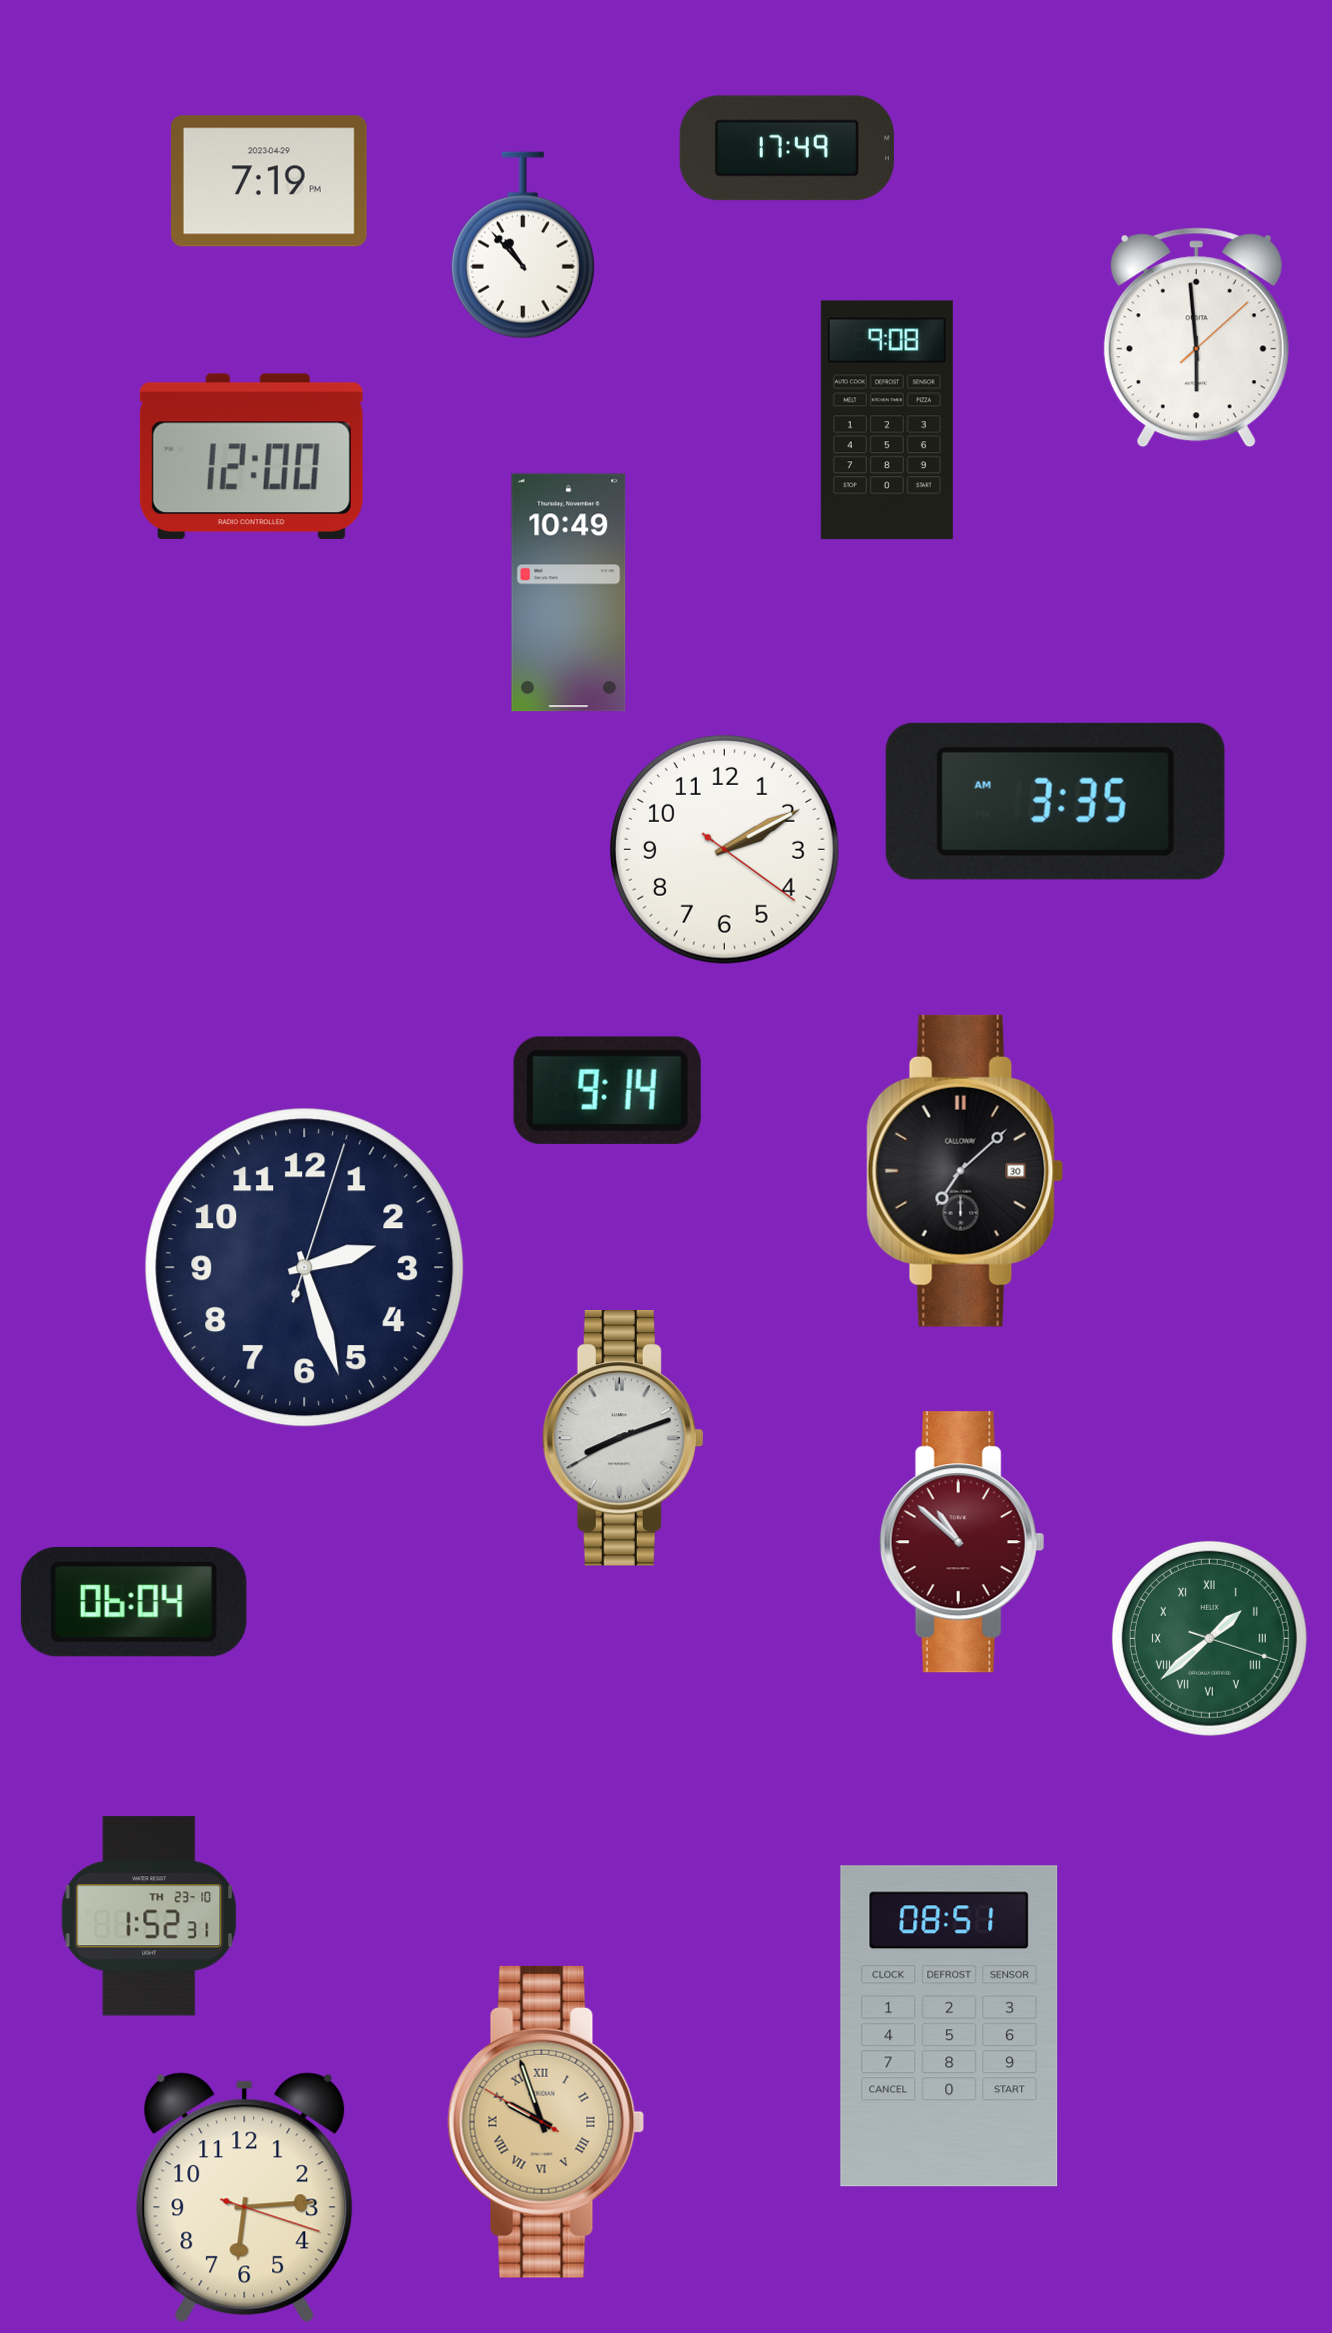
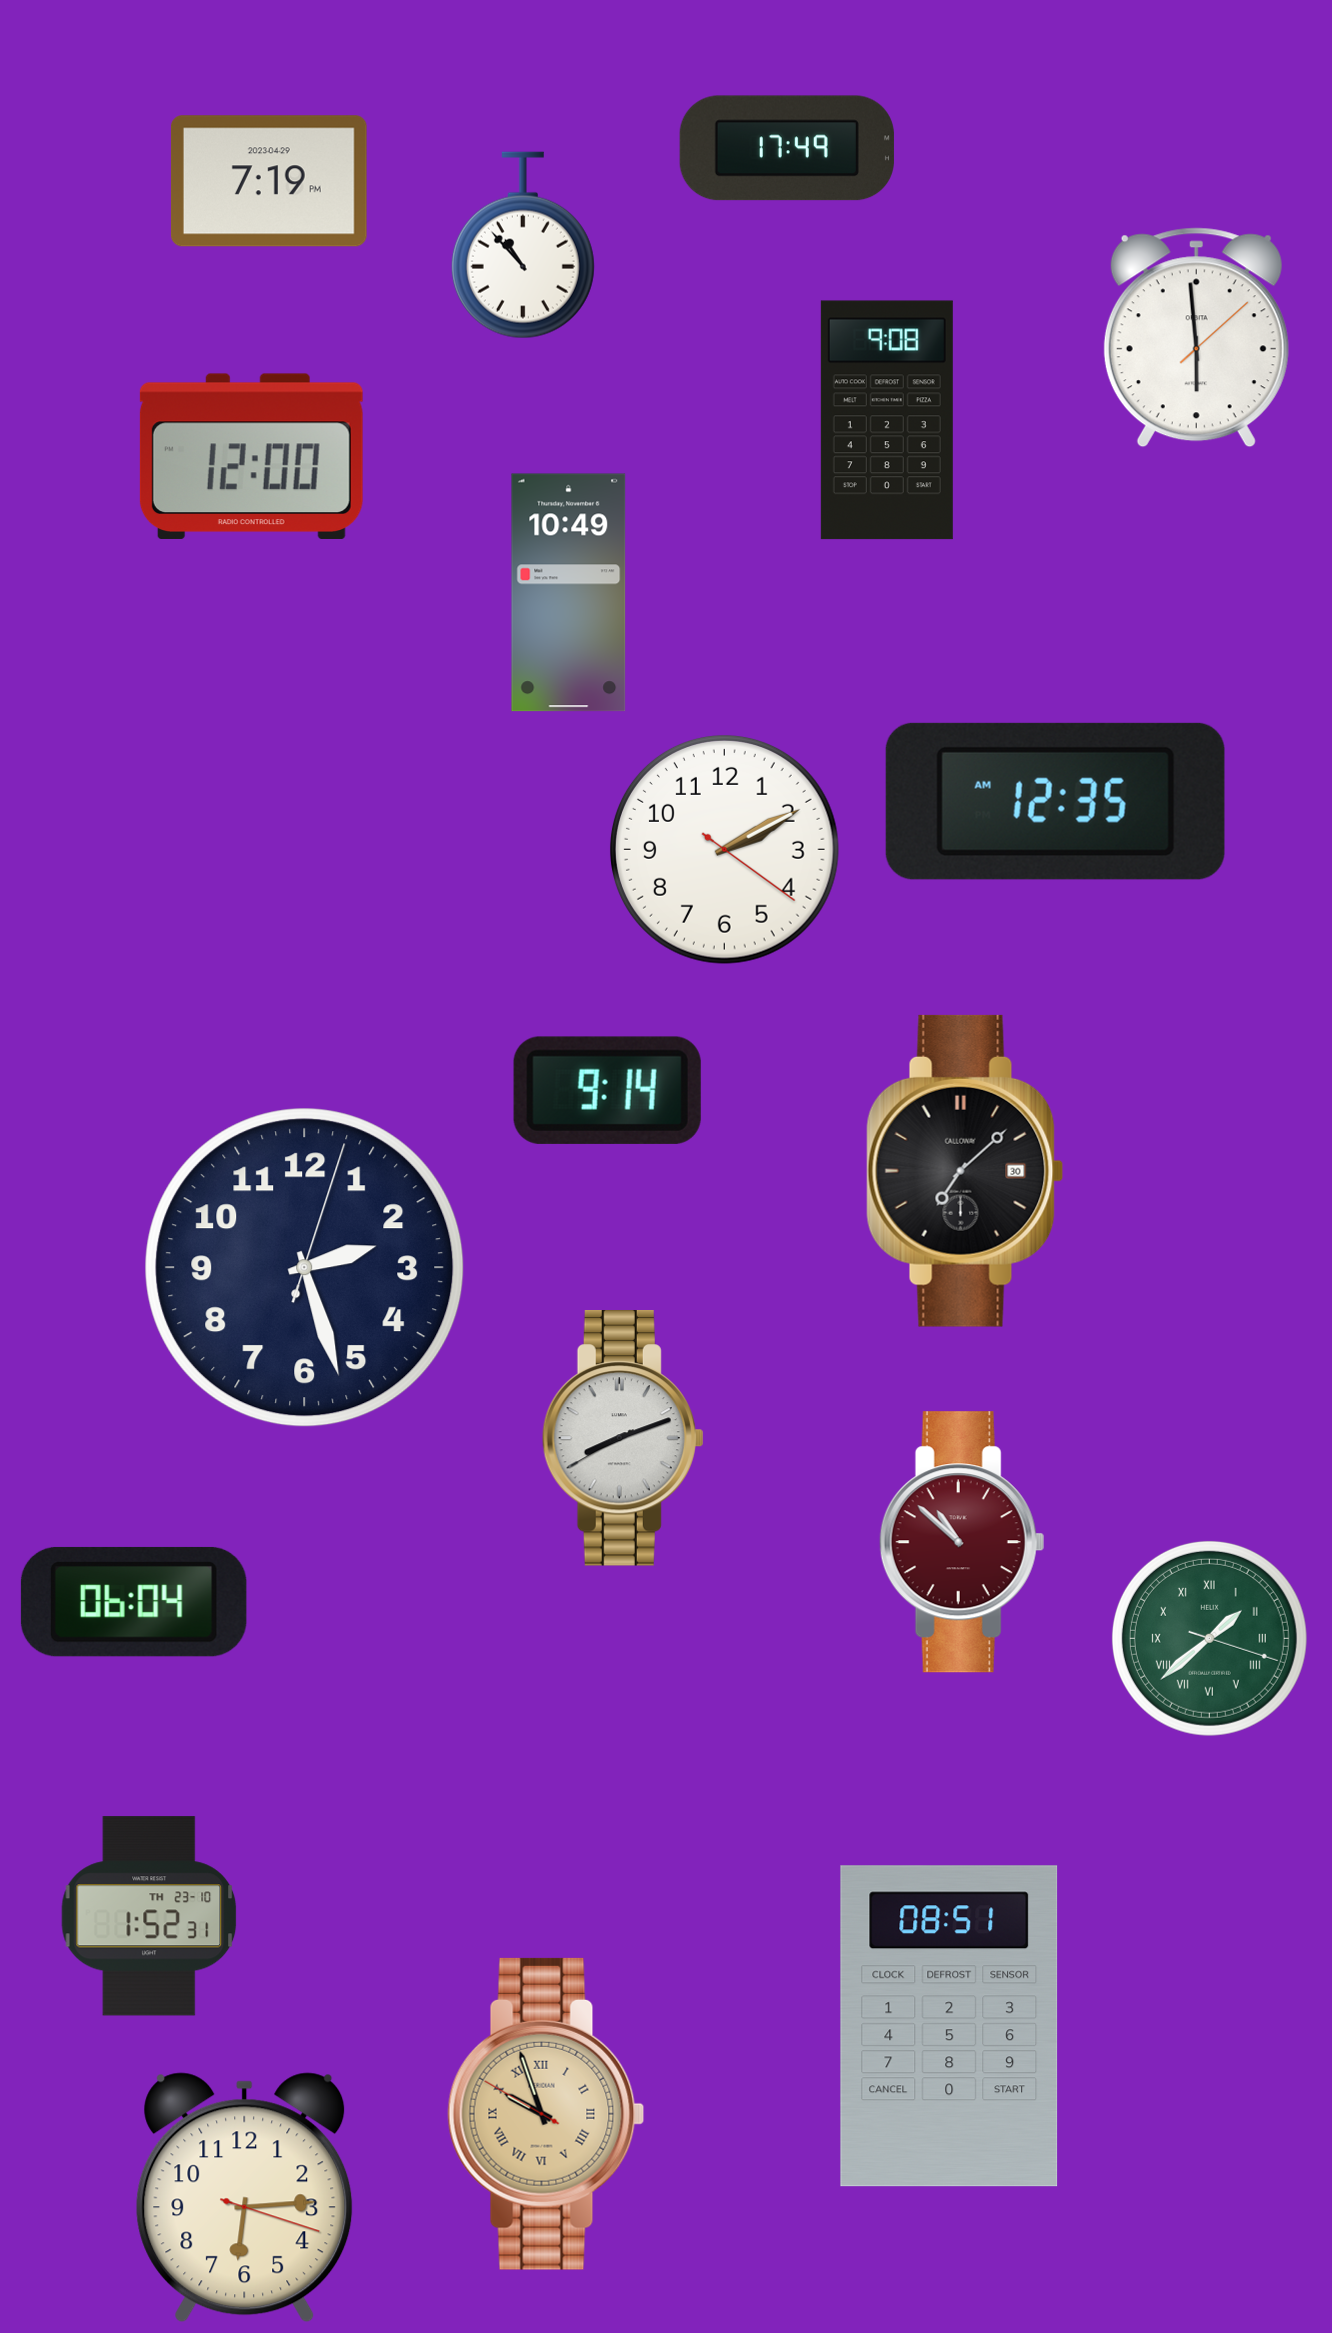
clock at (1055, 801): 3:35 -> 12:35
clock at (546, 2122) position: (546, 2122) -> (546, 2114)
